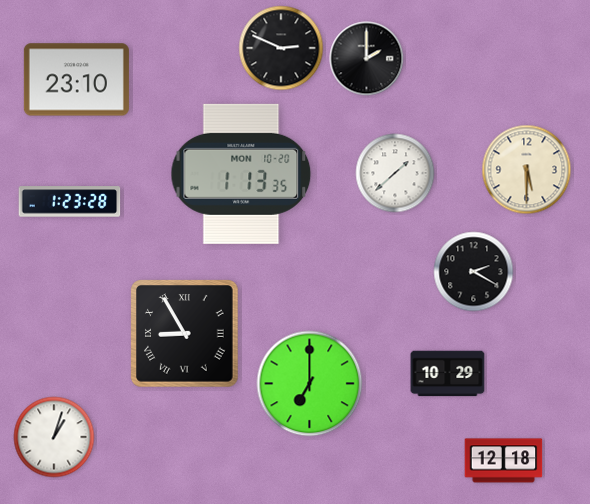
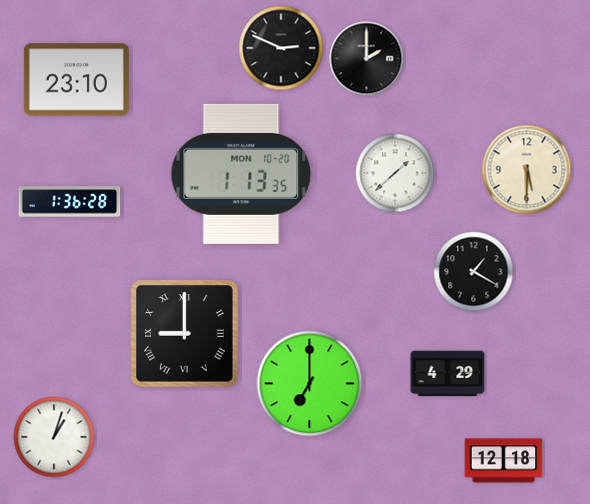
clock at (70, 202): 1:23 -> 1:36
clock at (474, 272): 2:20 -> 1:20
clock at (185, 334): 8:55 -> 9:00
clock at (448, 374): 10:29 -> 4:29
